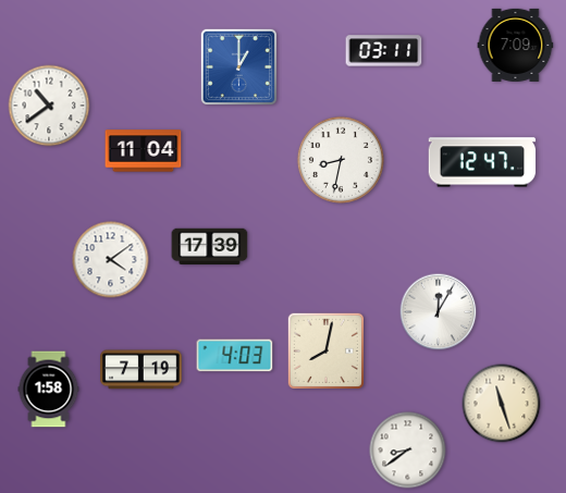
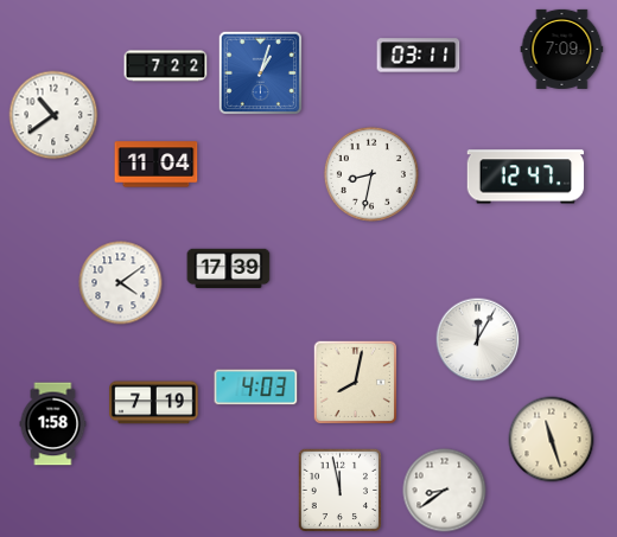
clock at (166, 66): none -> 7:22
clock at (238, 66): 1:00 -> 1:03
clock at (502, 404) position: (502, 404) -> (552, 440)
clock at (339, 490): none -> 11:58
